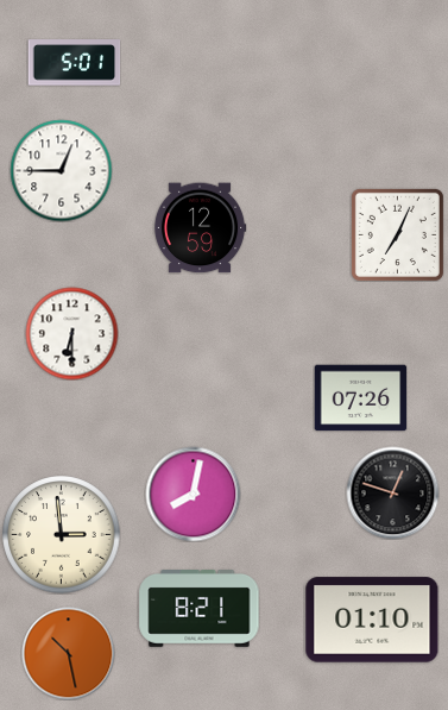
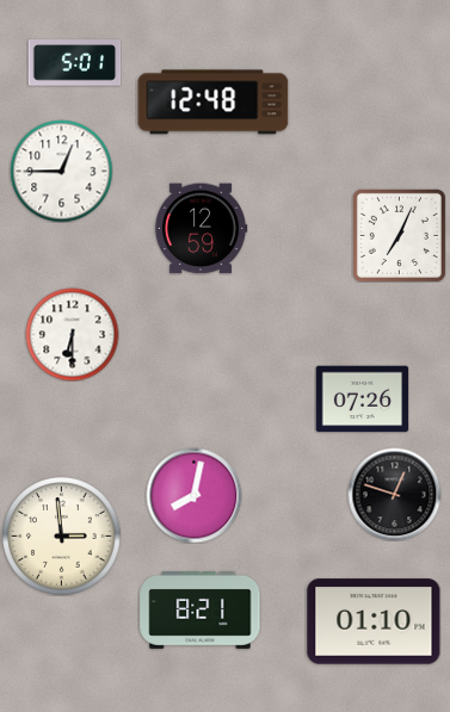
clock at (214, 103): none -> 12:48
clock at (68, 653): 10:28 -> none
